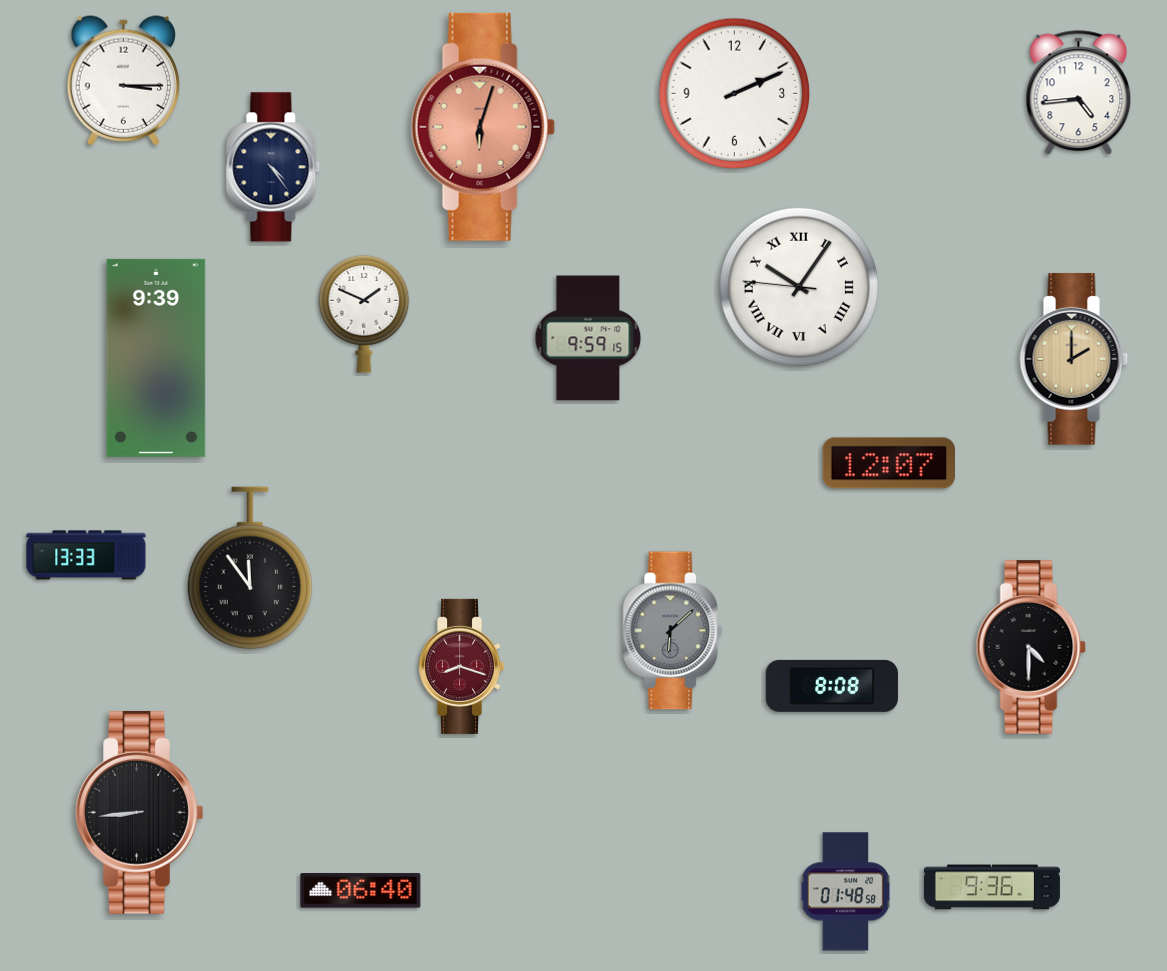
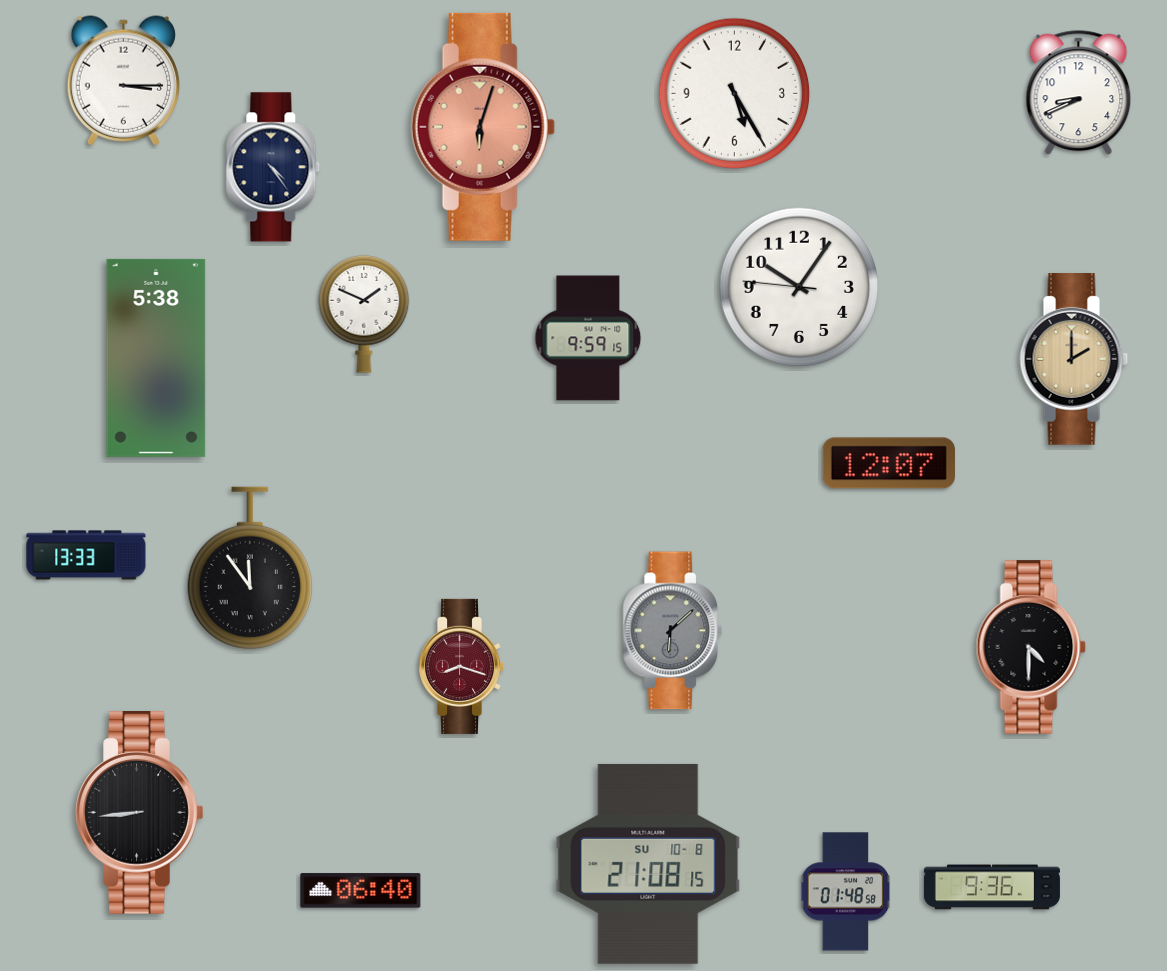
clock at (1079, 93): 4:44 -> 8:41
clock at (735, 94): 2:11 -> 5:25
clock at (798, 286) numerals: Roman -> Arabic
clock at (156, 358): 9:39 -> 5:38
clock at (832, 686): 8:08 -> none
clock at (648, 864): none -> 21:08
